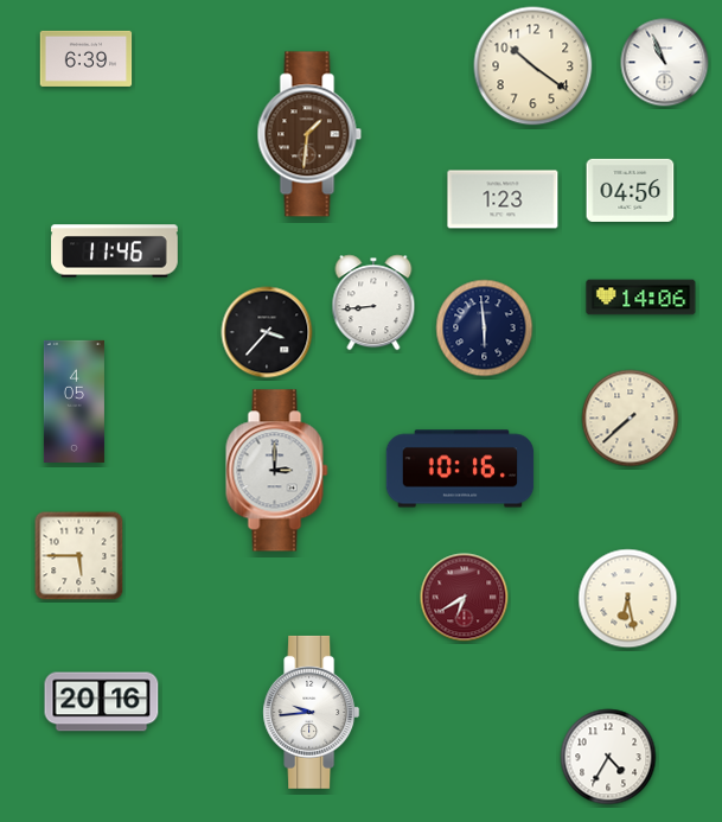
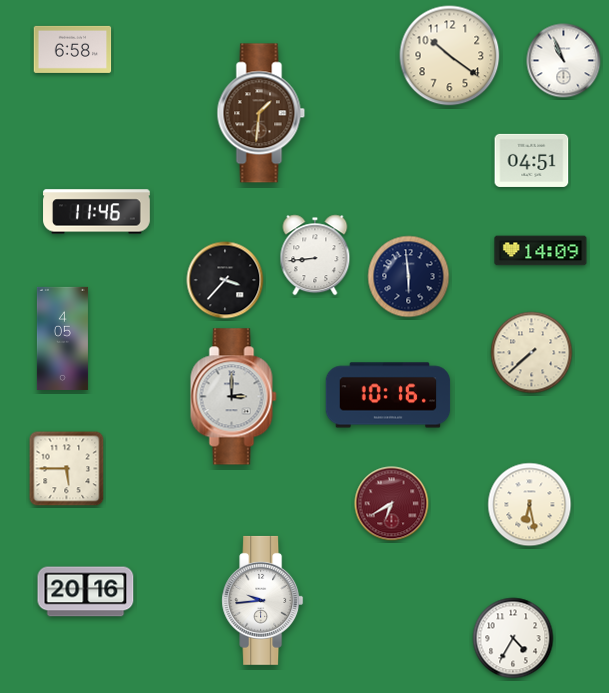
clock at (87, 58): 6:39 -> 6:58
clock at (665, 63) position: (665, 63) -> (564, 61)
clock at (631, 190): 04:56 -> 04:51
clock at (503, 199): 1:23 -> none
clock at (641, 298): 14:06 -> 14:09
